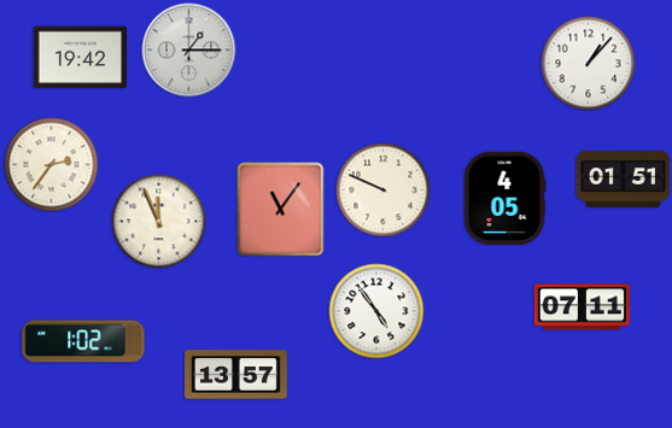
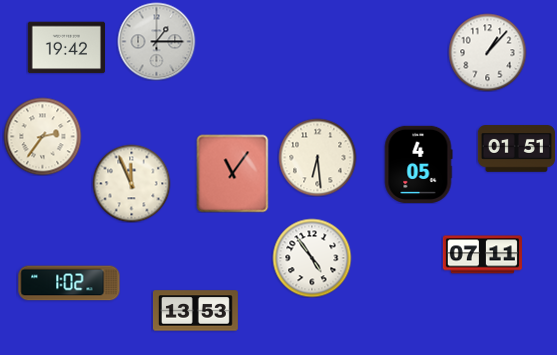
clock at (382, 189): 9:49 -> 6:29
clock at (235, 375): 13:57 -> 13:53
